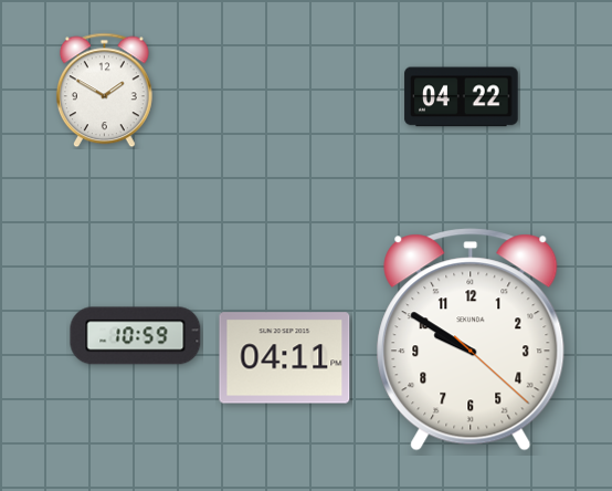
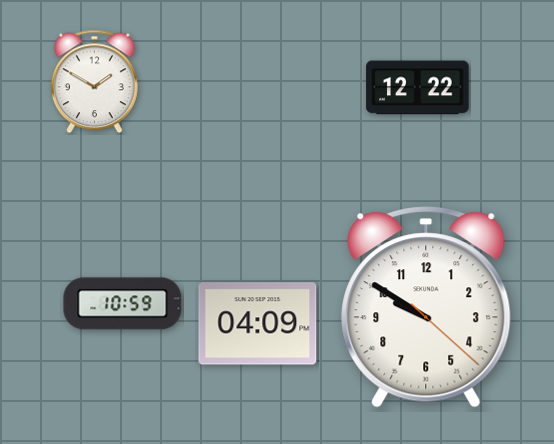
clock at (462, 97): 04:22 -> 12:22
clock at (285, 358): 04:11 -> 04:09
